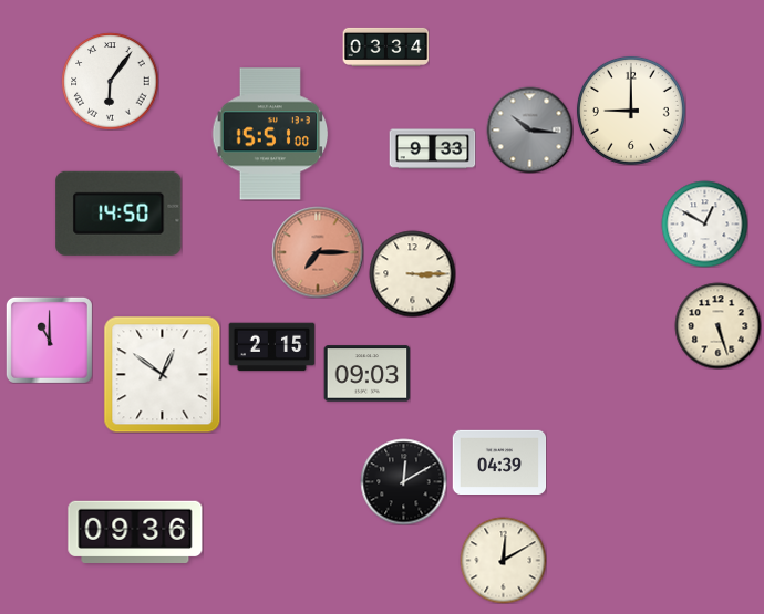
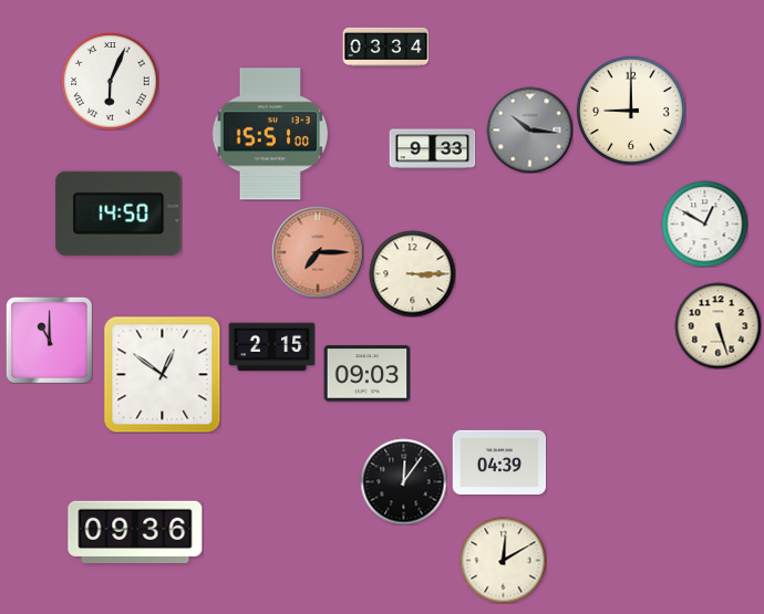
clock at (110, 81): 6:06 -> 6:04
clock at (403, 481): 12:10 -> 12:06
